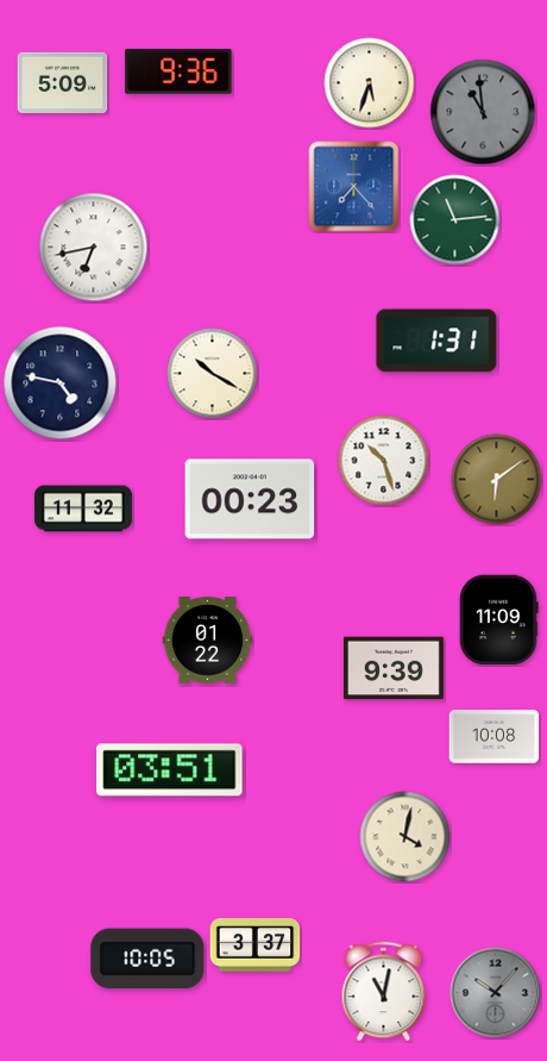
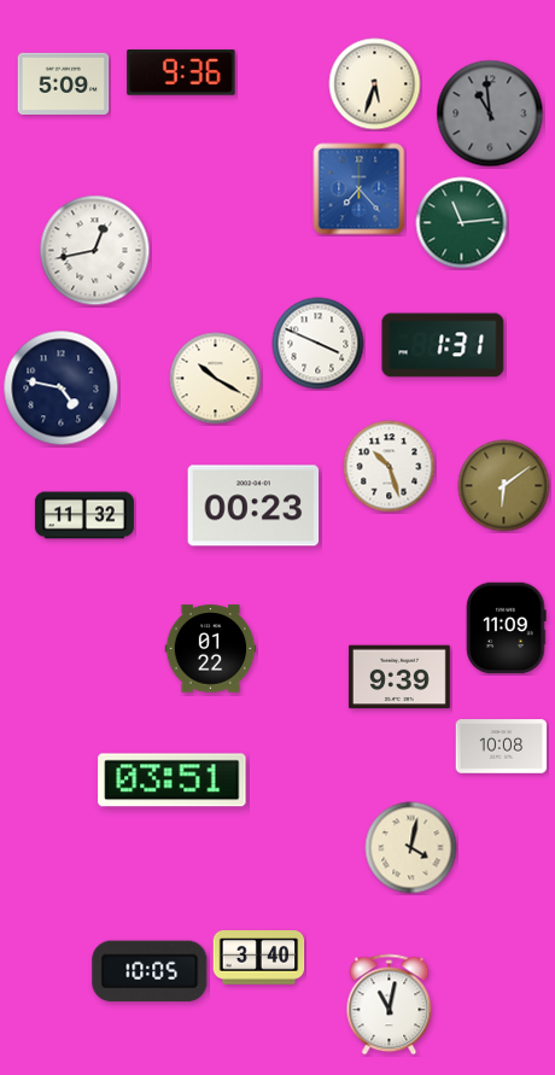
clock at (94, 248): 6:43 -> 12:43
clock at (319, 344): none -> 3:49
clock at (256, 945): 3:37 -> 3:40
clock at (496, 993): 10:07 -> none
